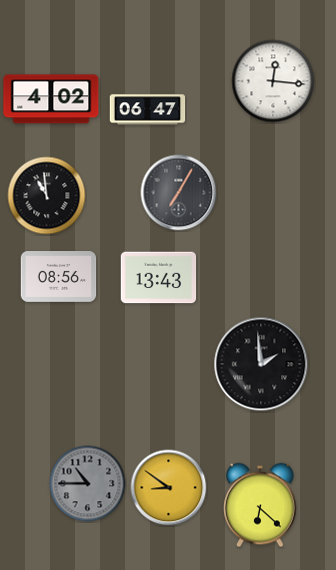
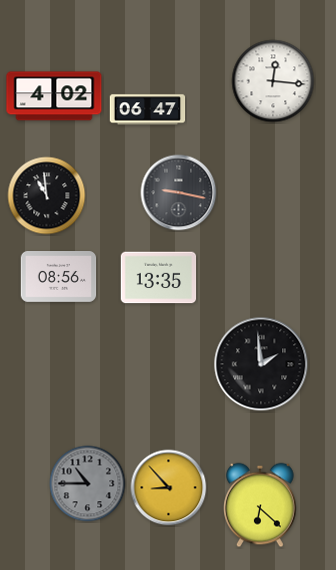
clock at (51, 99) position: (51, 99) -> (54, 96)
clock at (179, 193): 7:05 -> 9:17
clock at (159, 278): 13:43 -> 13:35
clock at (169, 488): 8:51 -> 8:53
